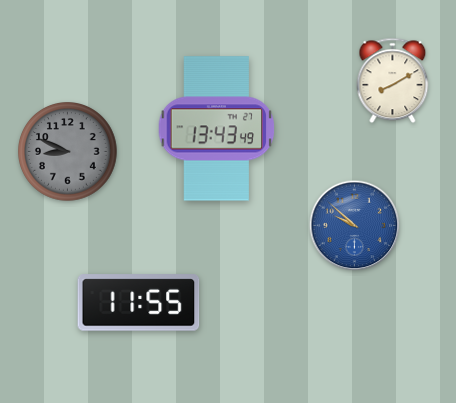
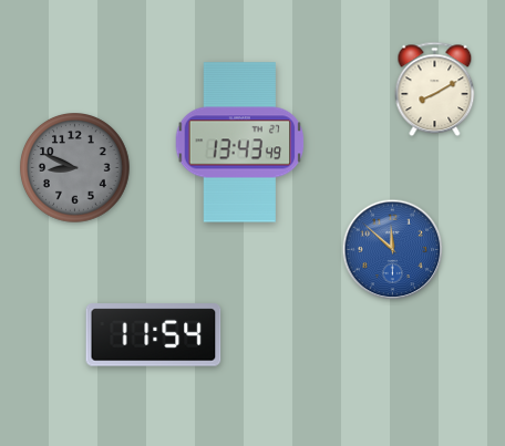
clock at (355, 226): 9:52 -> 11:52
clock at (139, 303): 11:55 -> 11:54
